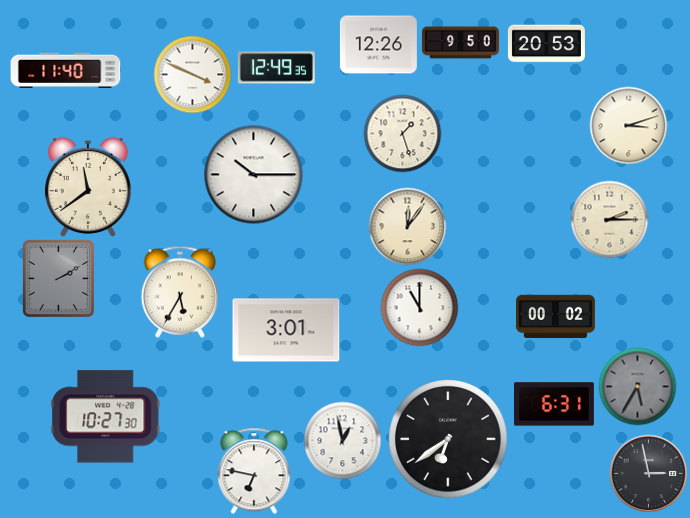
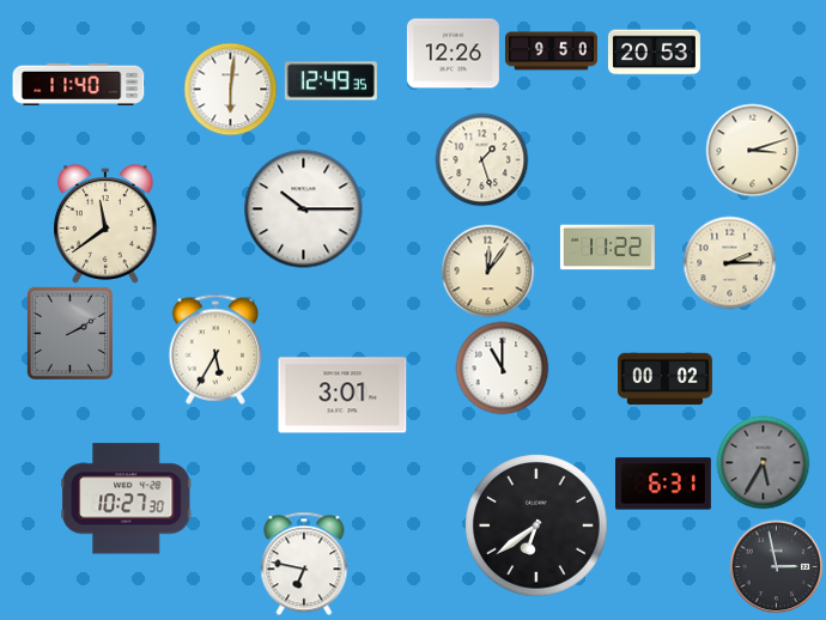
clock at (192, 74): 3:49 -> 6:01
clock at (607, 248): none -> 11:22
clock at (342, 440): 12:58 -> none
